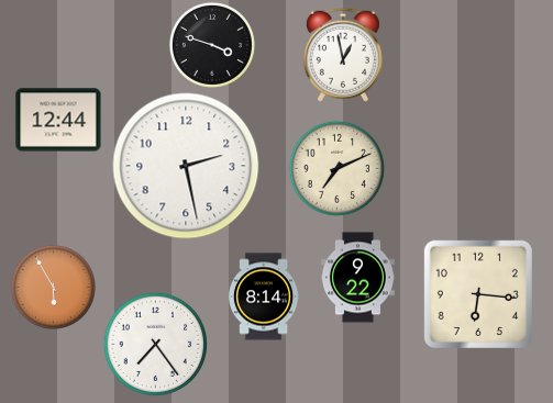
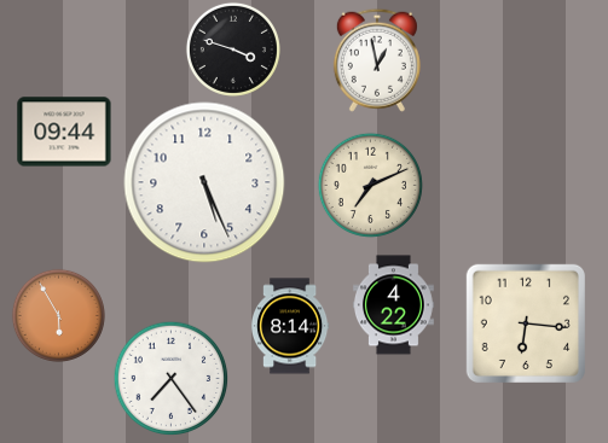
clock at (58, 120): 12:44 -> 09:44
clock at (186, 166): 2:28 -> 5:26
clock at (357, 278): 9:22 -> 4:22
